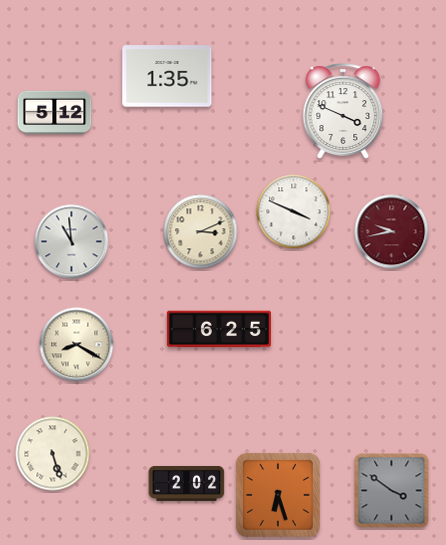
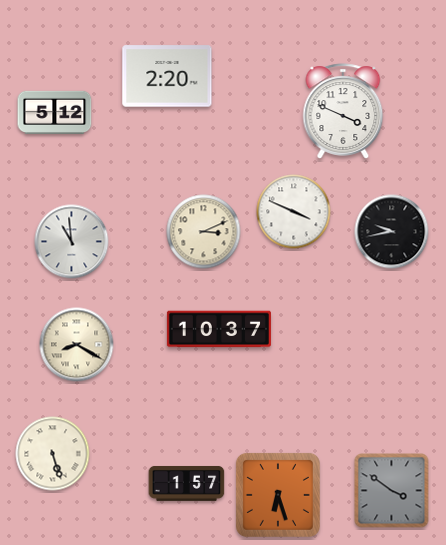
clock at (167, 76): 1:35 -> 2:20
clock at (201, 232) position: (201, 232) -> (204, 232)
clock at (392, 232) dial: burgundy -> black
clock at (219, 329): 6:25 -> 10:37
clock at (187, 483): 2:02 -> 1:57
